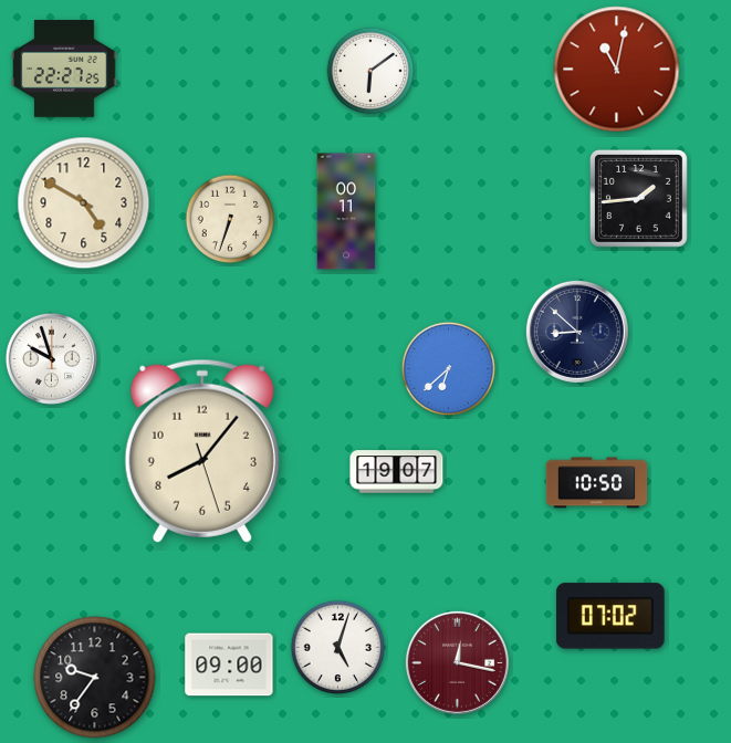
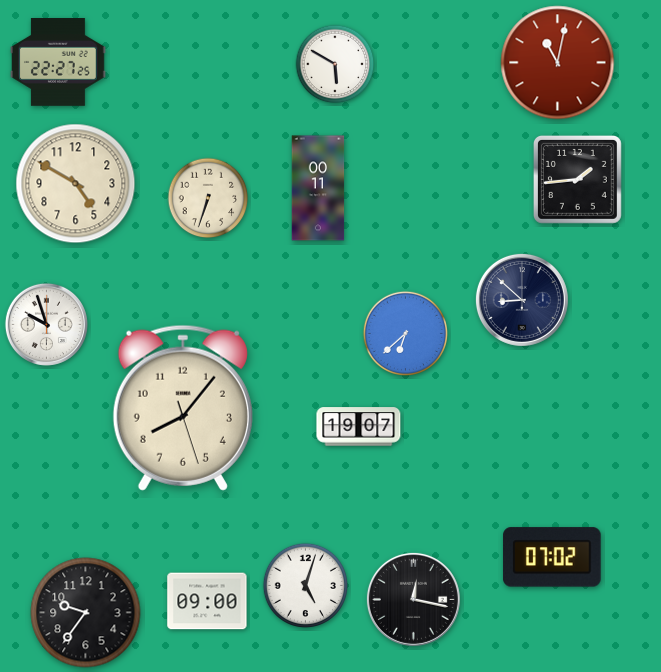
clock at (370, 71): 6:09 -> 5:50
clock at (346, 211) position: (346, 211) -> (318, 188)
clock at (597, 483): 10:50 -> none
clock at (457, 662) dial: burgundy -> black
